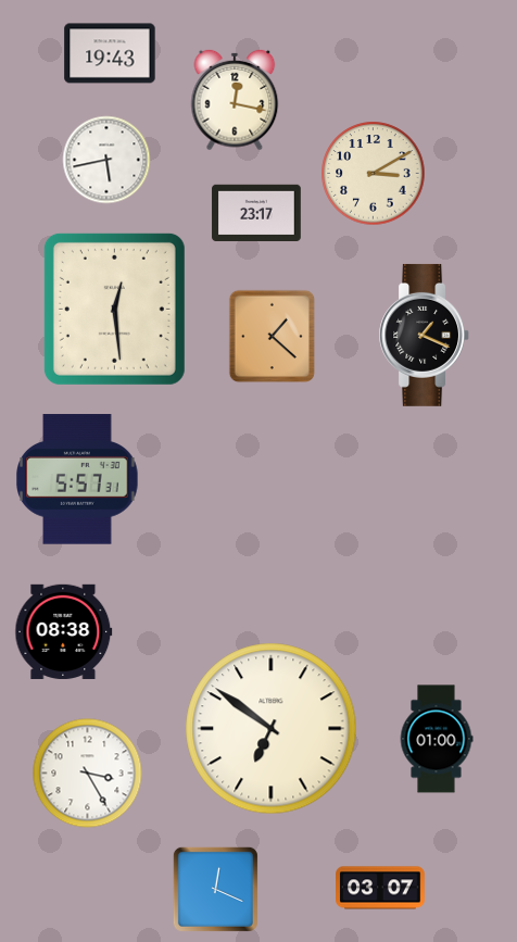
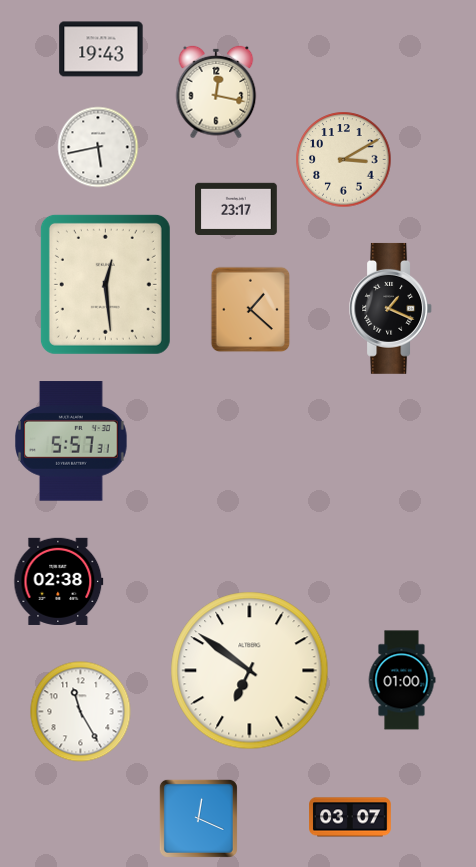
clock at (256, 212) position: (256, 212) -> (236, 208)
clock at (64, 631): 08:38 -> 02:38
clock at (88, 774): 3:25 -> 11:25
